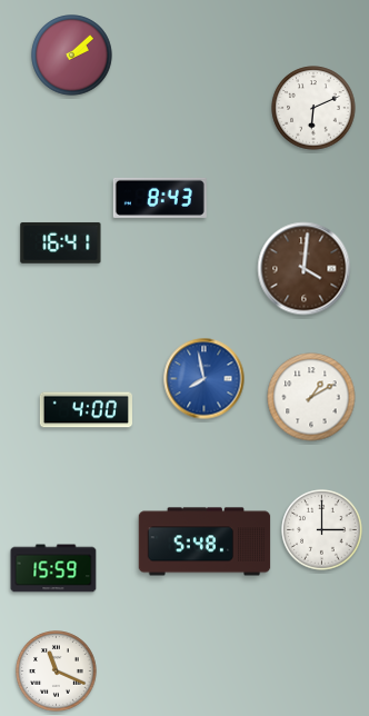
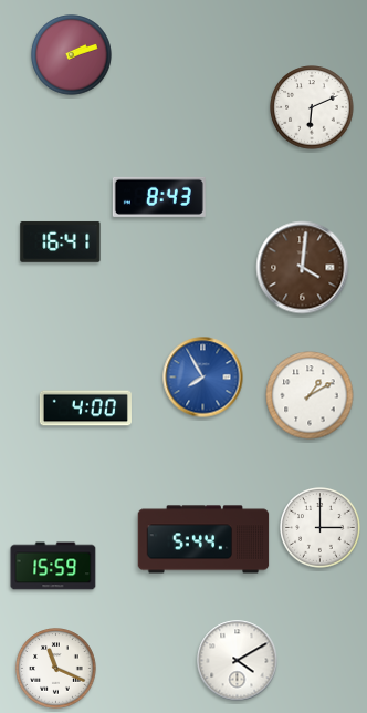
clock at (72, 56): 2:08 -> 2:12
clock at (205, 379): 7:58 -> 7:55
clock at (205, 541): 5:48 -> 5:44
clock at (238, 661): none -> 4:10
